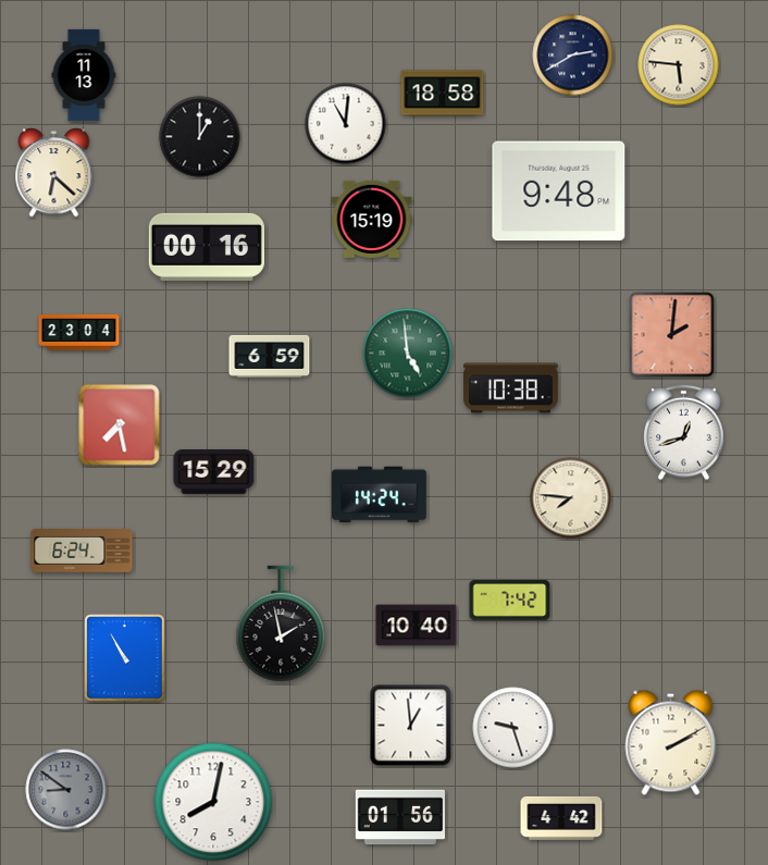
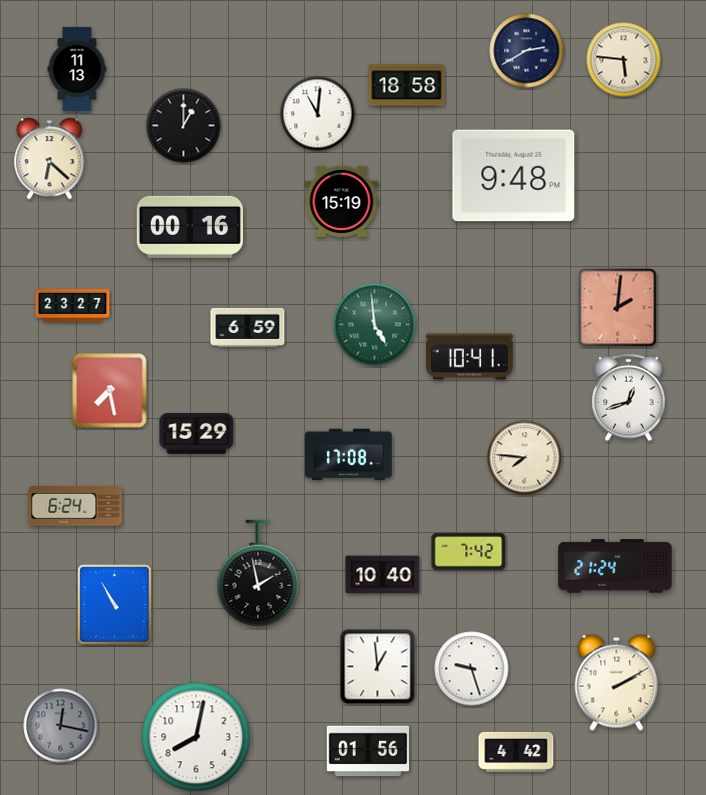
clock at (79, 332): 23:04 -> 23:27
clock at (511, 388): 10:38 -> 10:41
clock at (380, 495): 14:24 -> 17:08
clock at (615, 566): none -> 21:24
clock at (66, 790): 8:51 -> 12:17
